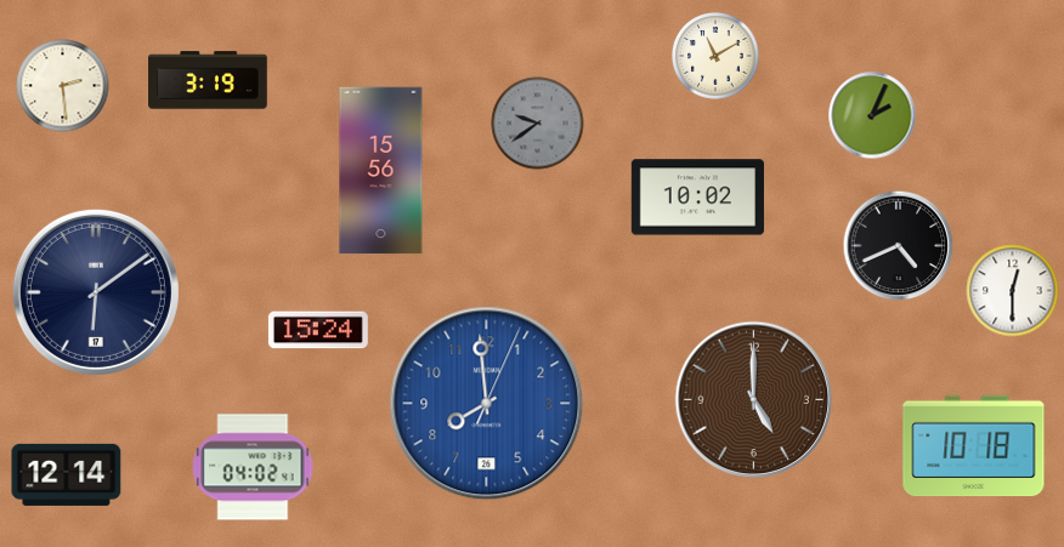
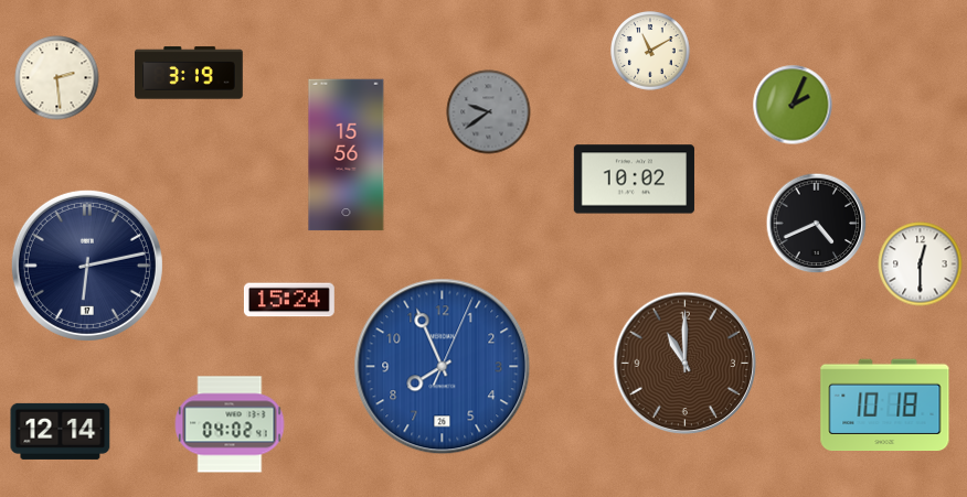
clock at (96, 292): 6:09 -> 6:13
clock at (754, 400): 5:00 -> 11:00
clock at (487, 404): 7:59 -> 7:56
